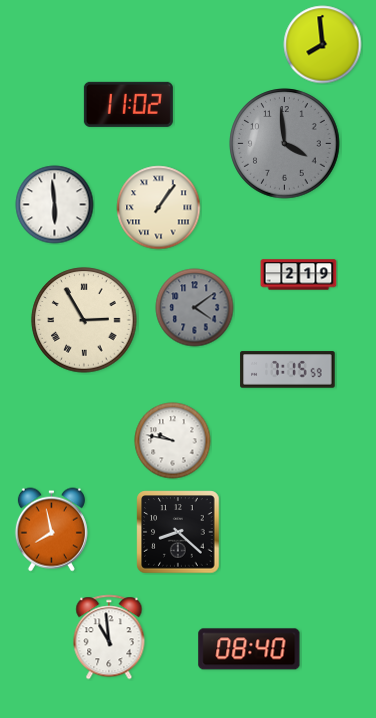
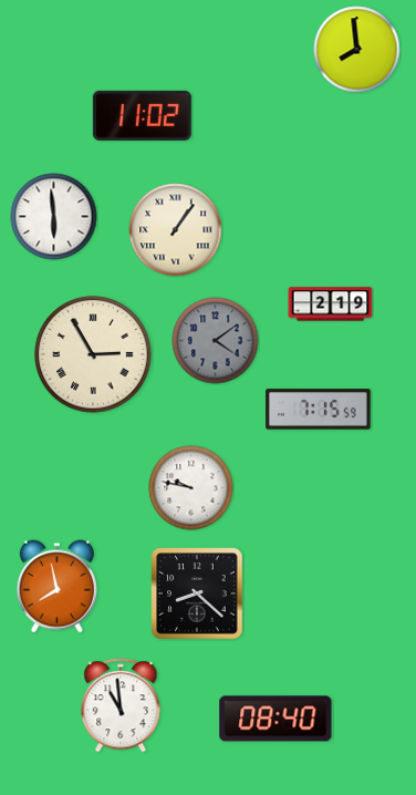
clock at (285, 144): 3:59 -> none
clock at (55, 205) position: (55, 205) -> (54, 217)
clock at (178, 532) position: (178, 532) -> (197, 593)
